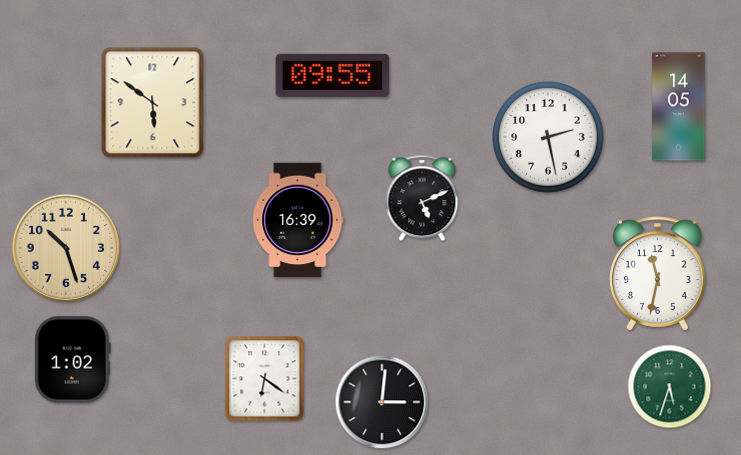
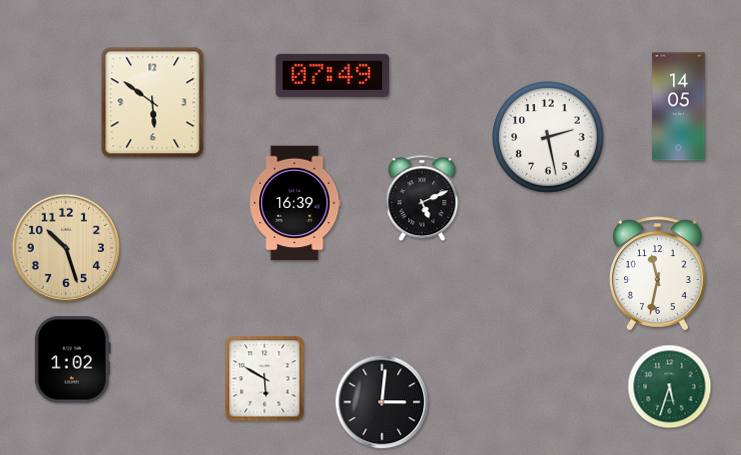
clock at (333, 75): 09:55 -> 07:49
clock at (298, 220) position: (298, 220) -> (295, 203)
clock at (265, 379): 6:21 -> 5:50
